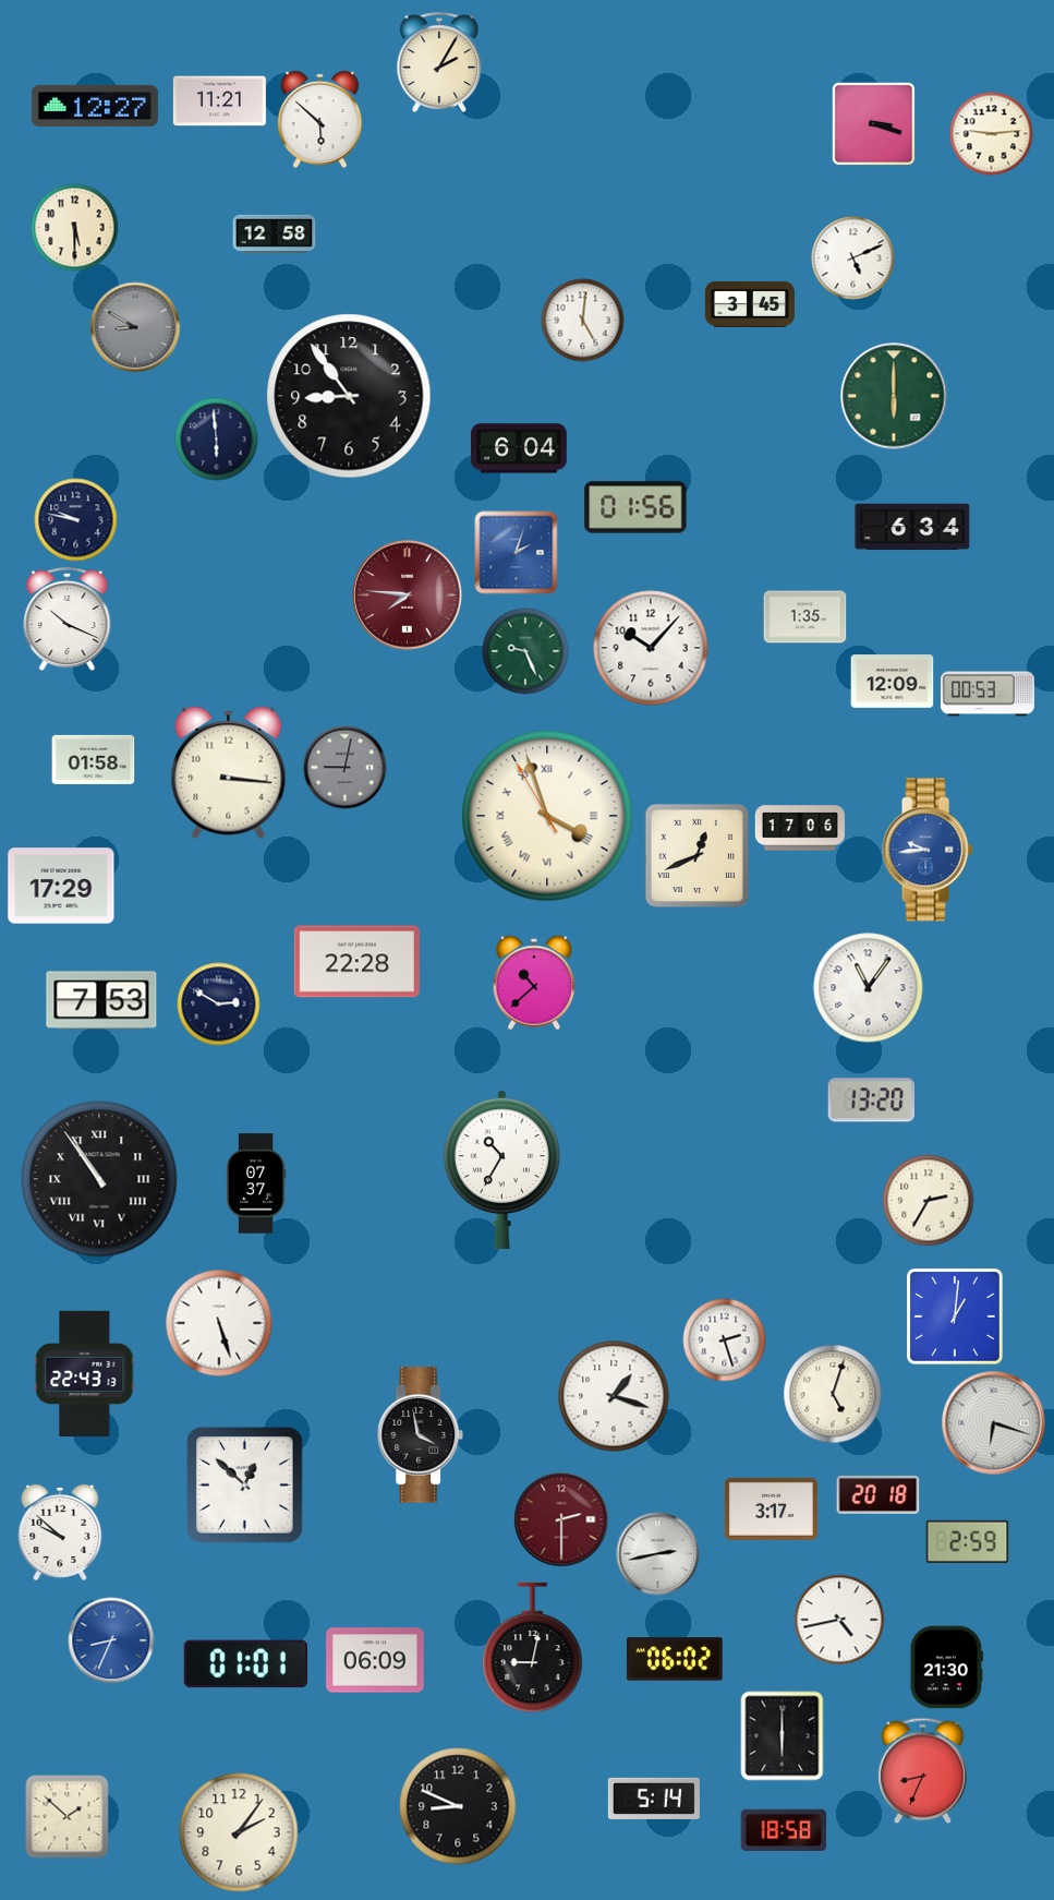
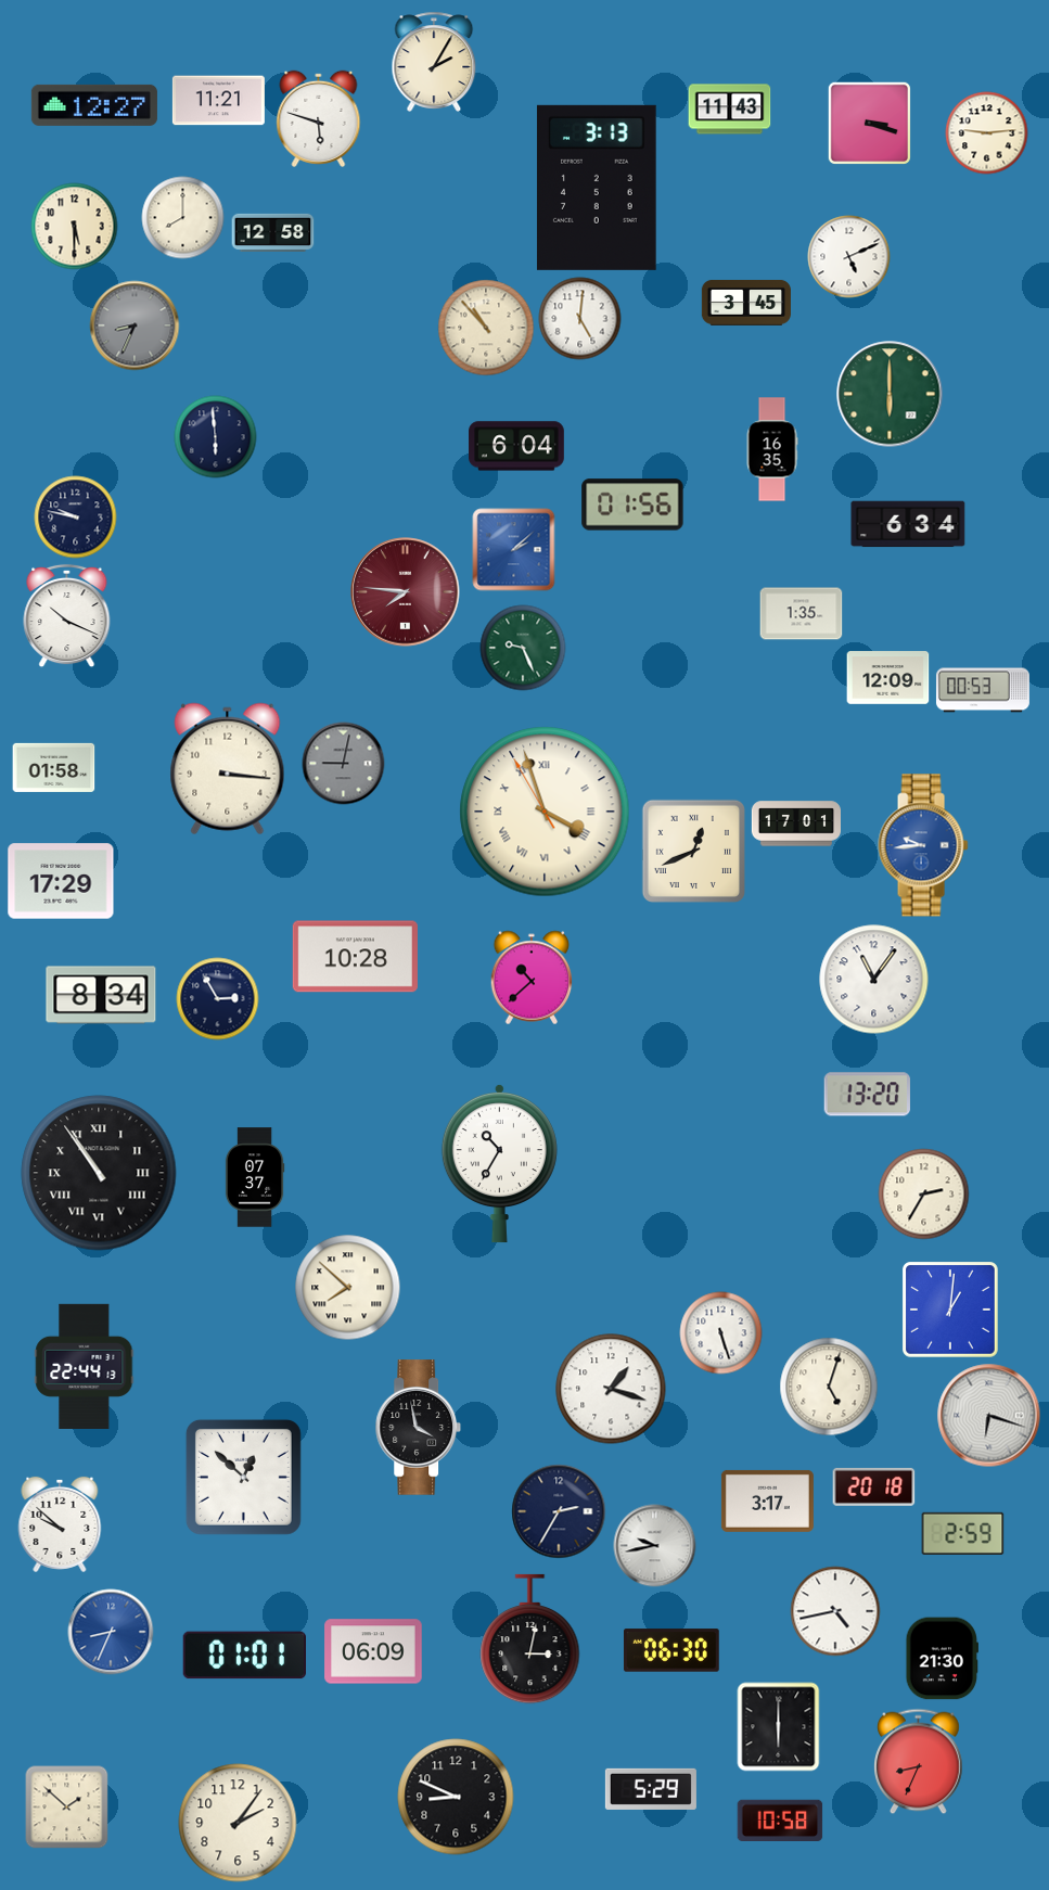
clock at (439, 62) position: (439, 62) -> (434, 62)
clock at (730, 110): none -> 11:43
clock at (320, 119): 5:52 -> 5:48
clock at (597, 188): none -> 3:13
clock at (183, 218): none -> 8:00
clock at (135, 327): 8:50 -> 8:34
clock at (486, 328): none -> 10:53
clock at (349, 396): 8:54 -> none
clock at (772, 449): none -> 16:35
clock at (517, 553): 2:03 -> 2:08
clock at (651, 648): 10:07 -> none
clock at (94, 759) position: (94, 759) -> (54, 767)
clock at (799, 828): 17:06 -> 17:01
clock at (356, 962): 22:28 -> 10:28
clock at (869, 988) position: (869, 988) -> (874, 980)
clock at (101, 1000): 7:53 -> 8:34
clock at (219, 1005): 2:50 -> 2:55
clock at (348, 1288): none -> 7:52
clock at (219, 1323): 5:27 -> none
clock at (725, 1340): 2:27 -> 5:27
clock at (85, 1373): 22:43 -> 22:44
clock at (561, 1519): 2:30 -> 2:35
clock at (561, 1519) dial: burgundy -> navy
clock at (658, 1554): 2:43 -> 9:43
clock at (533, 1648): 9:02 -> 3:02
clock at (675, 1659): 06:02 -> 06:30
clock at (654, 1799): 5:14 -> 5:29
clock at (784, 1830): 18:58 -> 10:58
